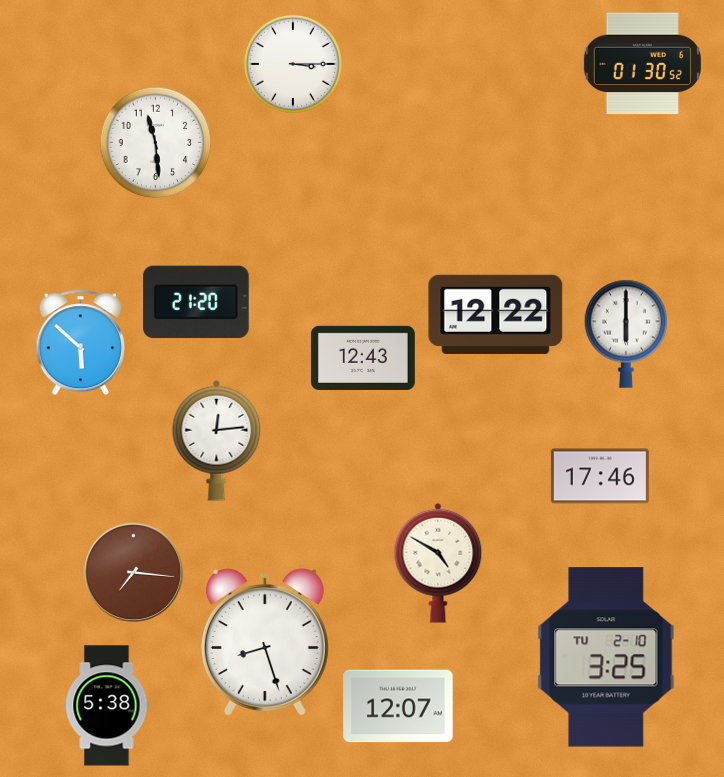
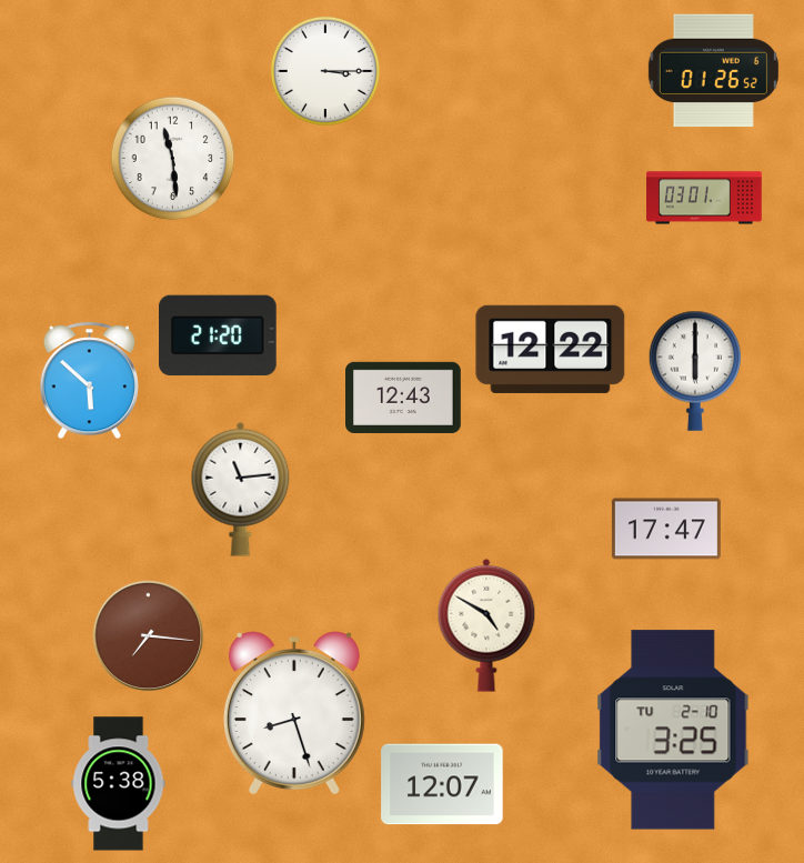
clock at (642, 64): 01:30 -> 01:26
clock at (704, 198): none -> 03:01
clock at (217, 440): 12:14 -> 11:14
clock at (600, 476): 17:46 -> 17:47
